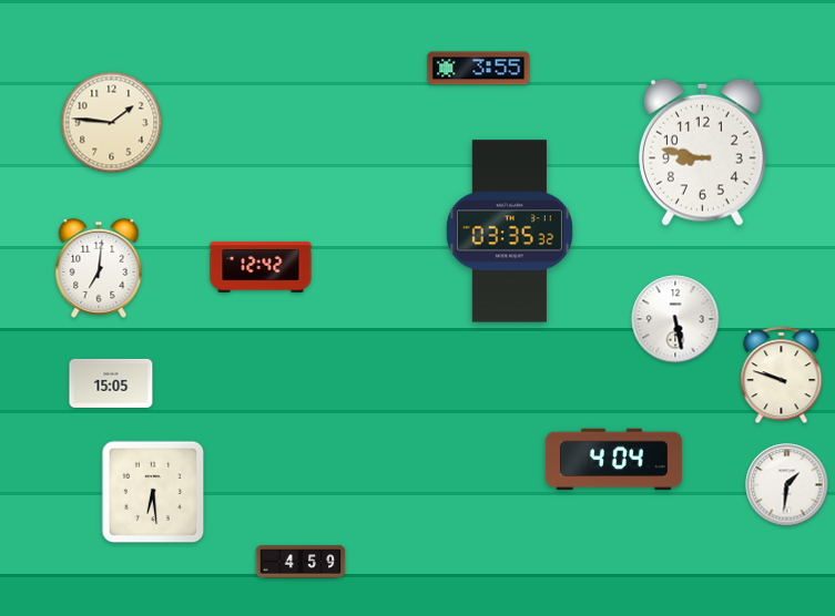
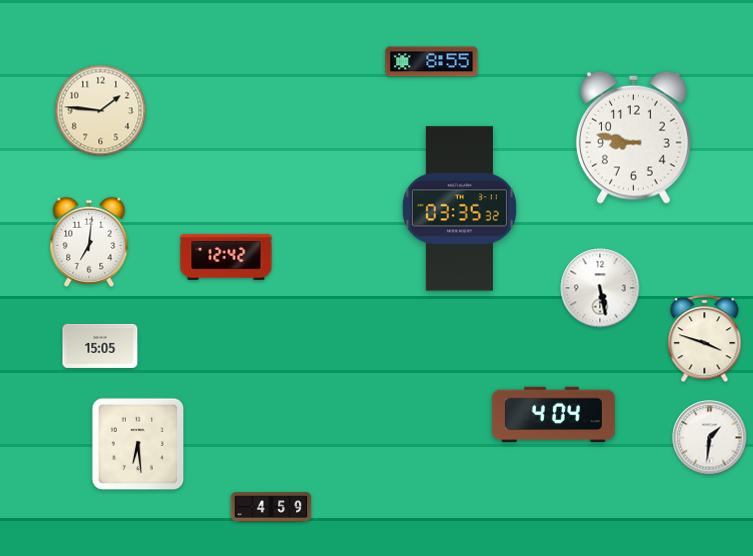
clock at (479, 69): 3:55 -> 8:55
clock at (261, 267) position: (261, 267) -> (226, 257)
clock at (675, 319) position: (675, 319) -> (600, 288)
clock at (782, 376): 9:48 -> 3:48
